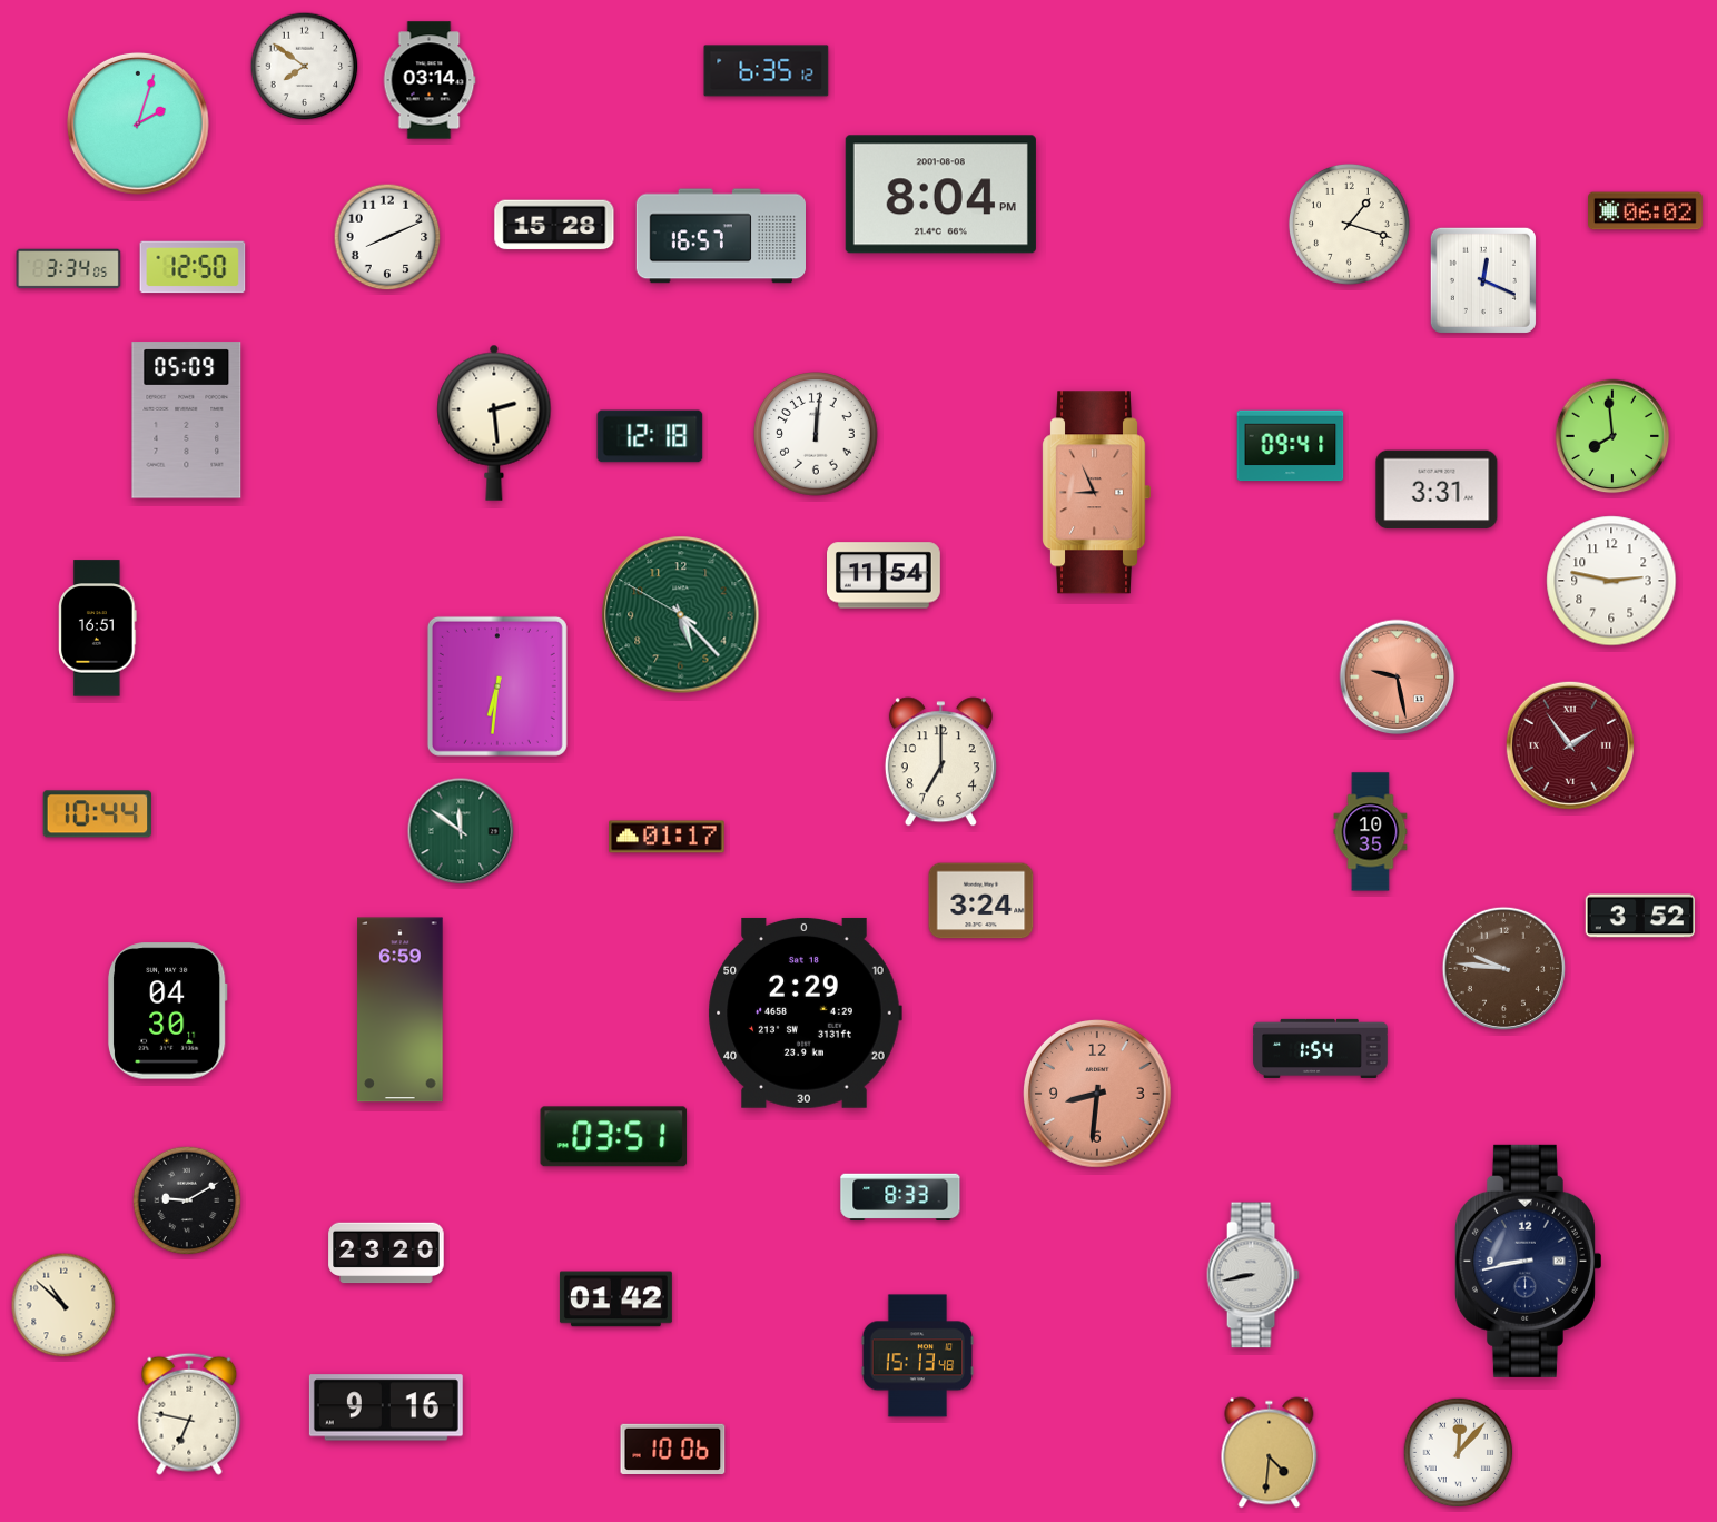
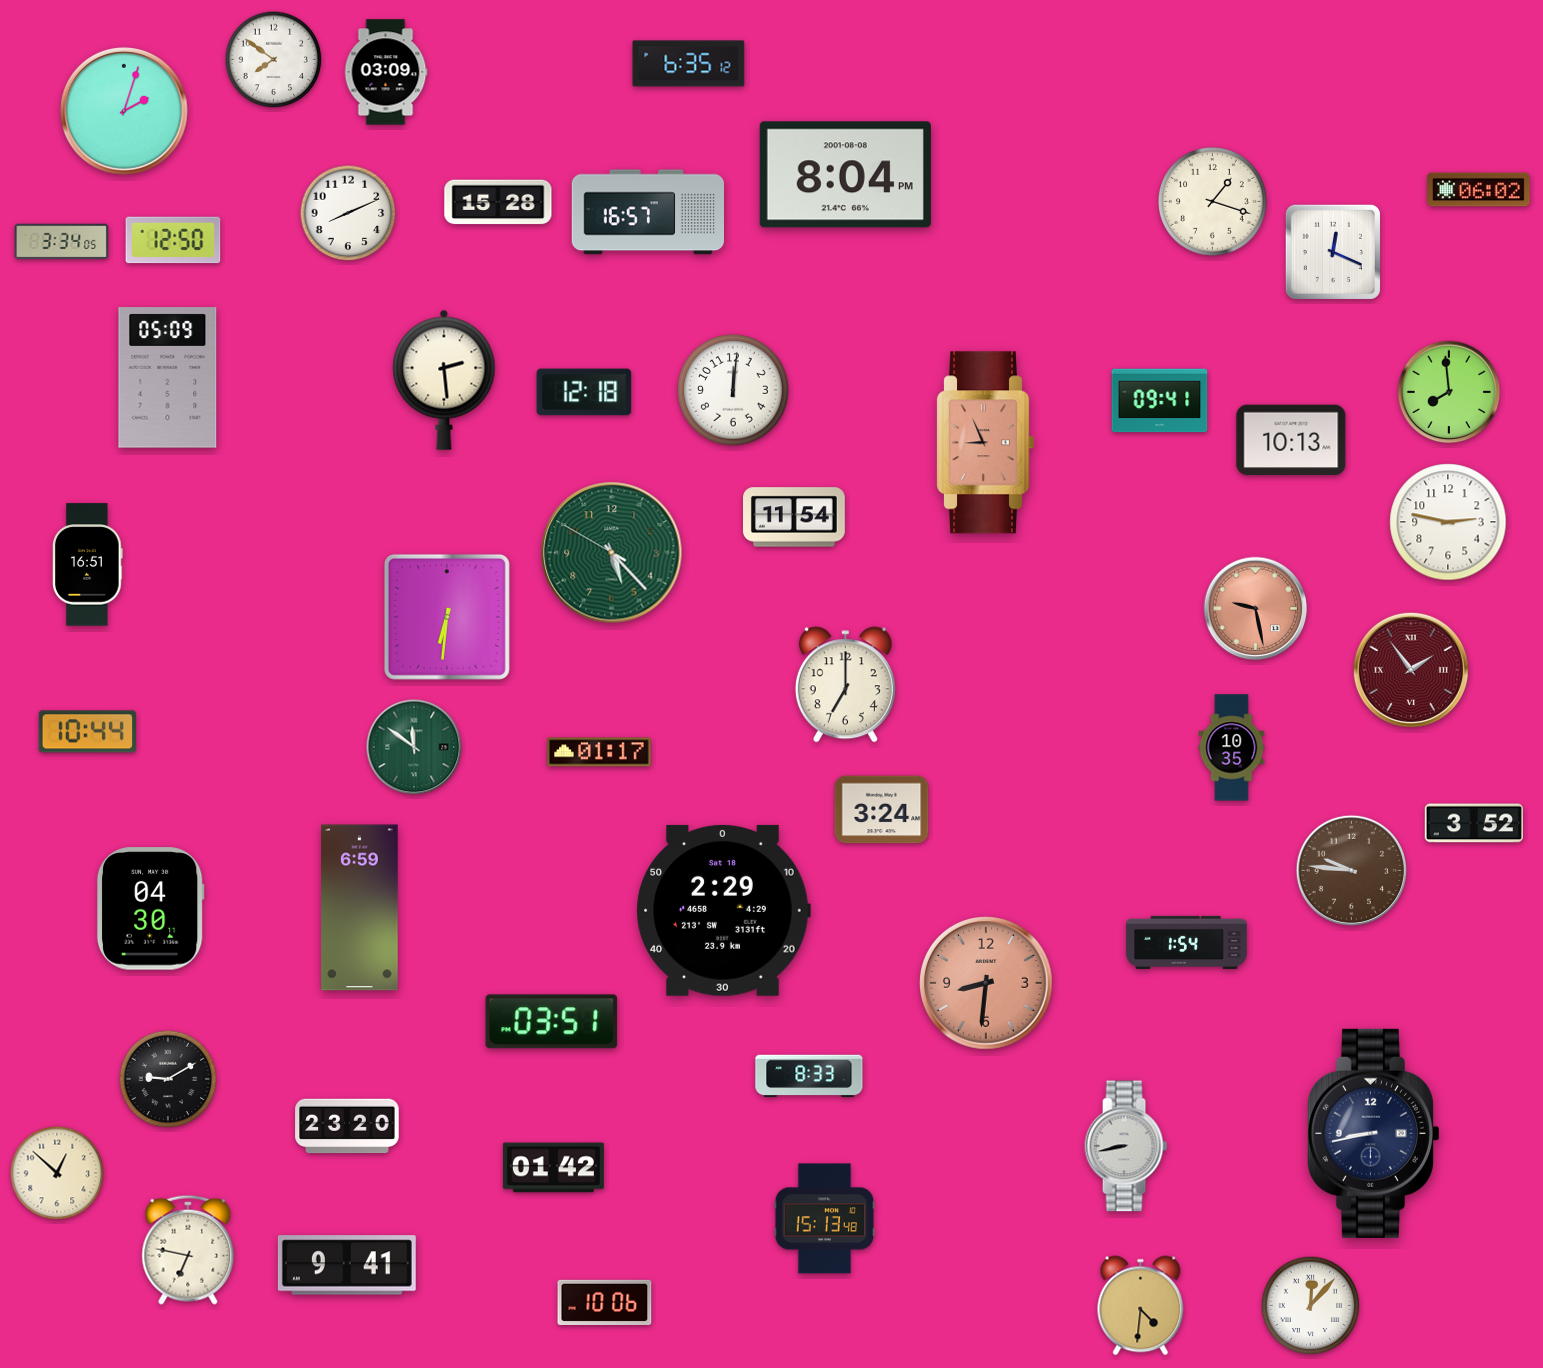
clock at (430, 80): 03:14 -> 03:09
clock at (1437, 490): 3:31 -> 10:13
clock at (63, 1305): 10:52 -> 12:52
clock at (386, 1407): 9:16 -> 9:41
clock at (189, 1414) position: (189, 1414) -> (188, 1250)
